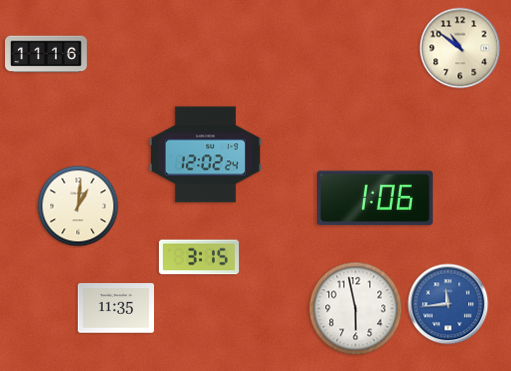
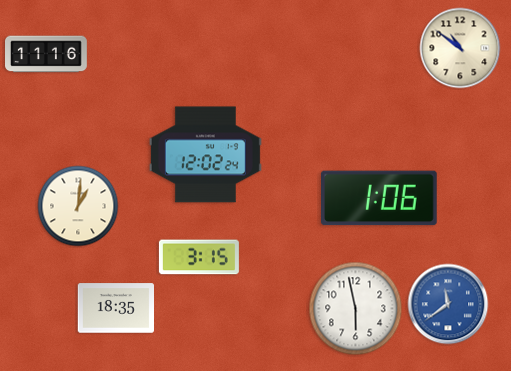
clock at (376, 198) position: (376, 198) -> (380, 198)
clock at (448, 304): 11:44 -> 11:39
clock at (116, 308): 11:35 -> 18:35
